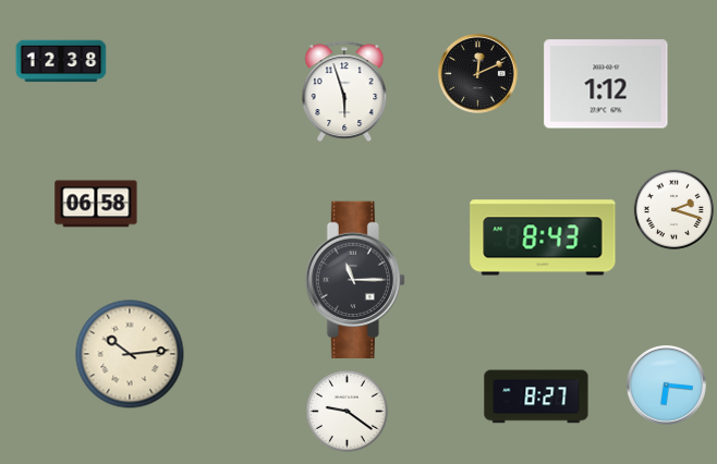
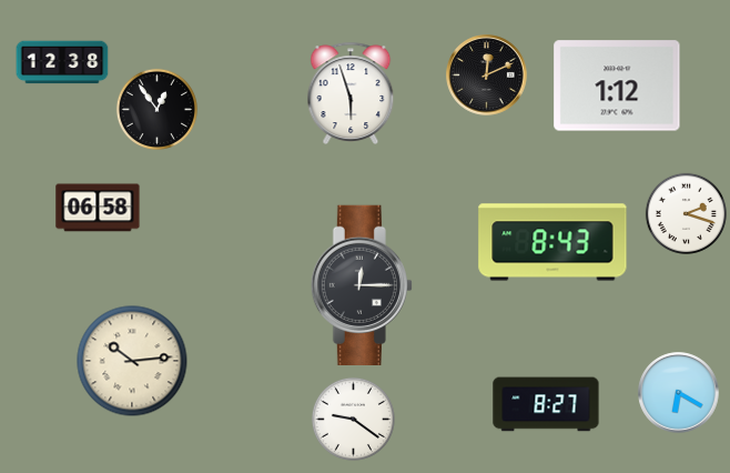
clock at (156, 109): none -> 12:54
clock at (355, 279): 11:15 -> 12:15
clock at (667, 386): 6:16 -> 6:20
